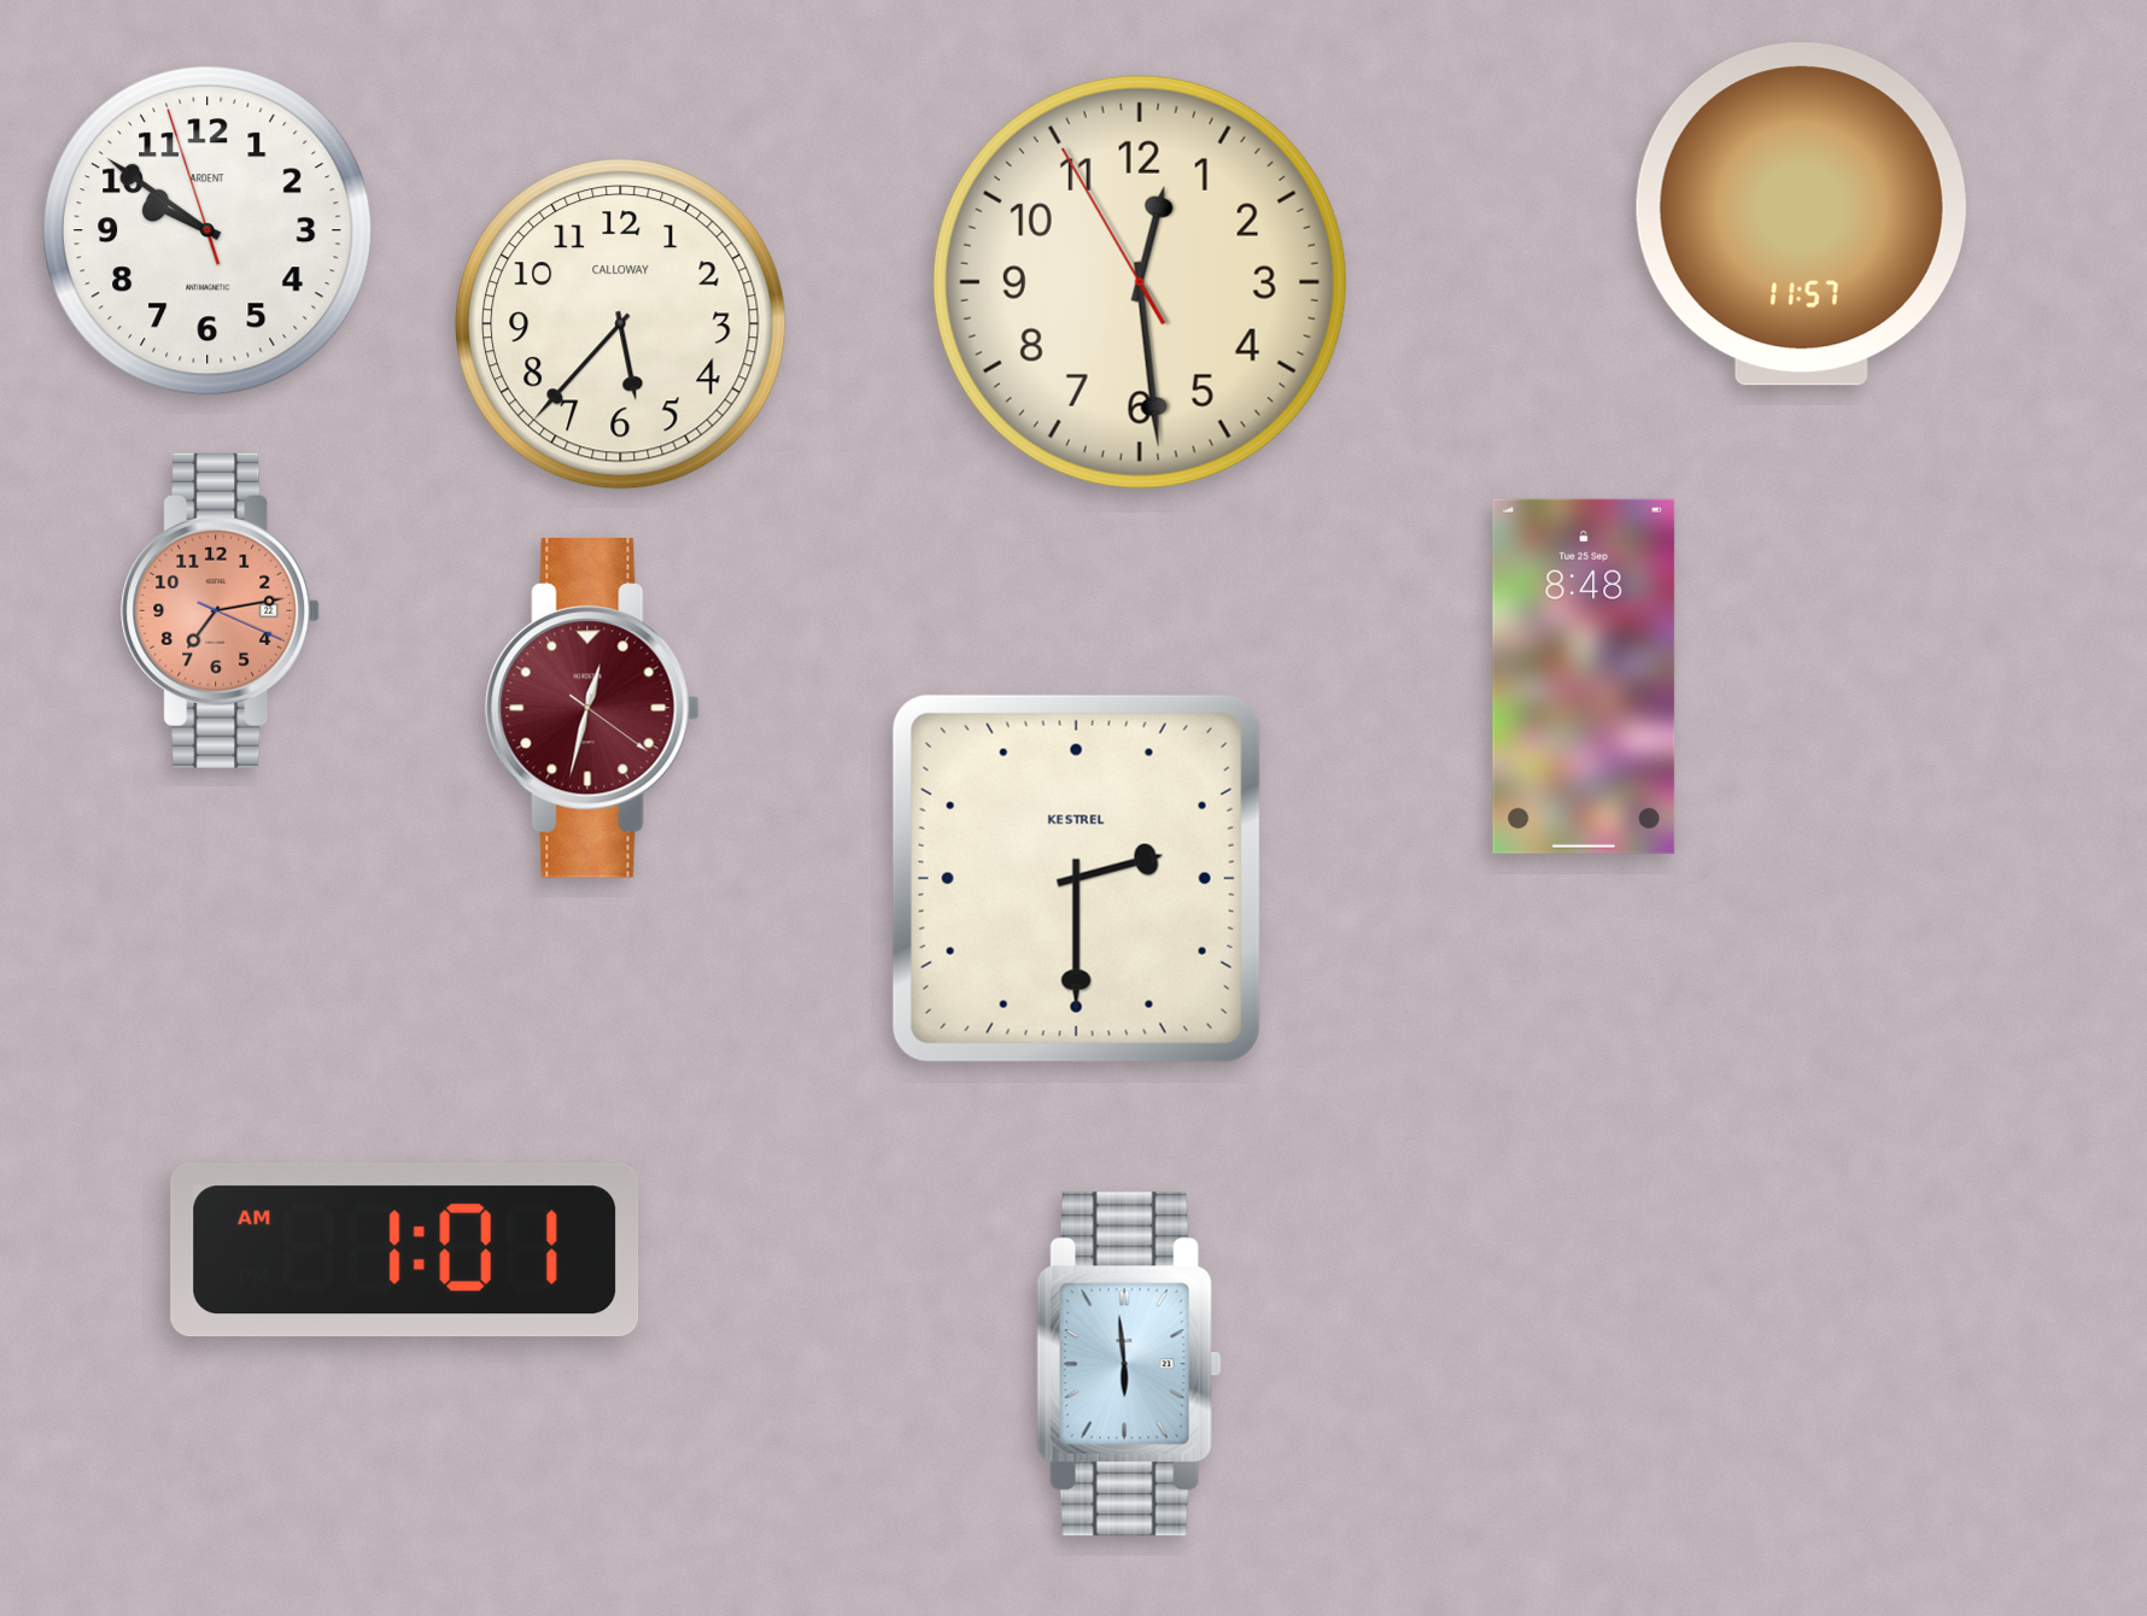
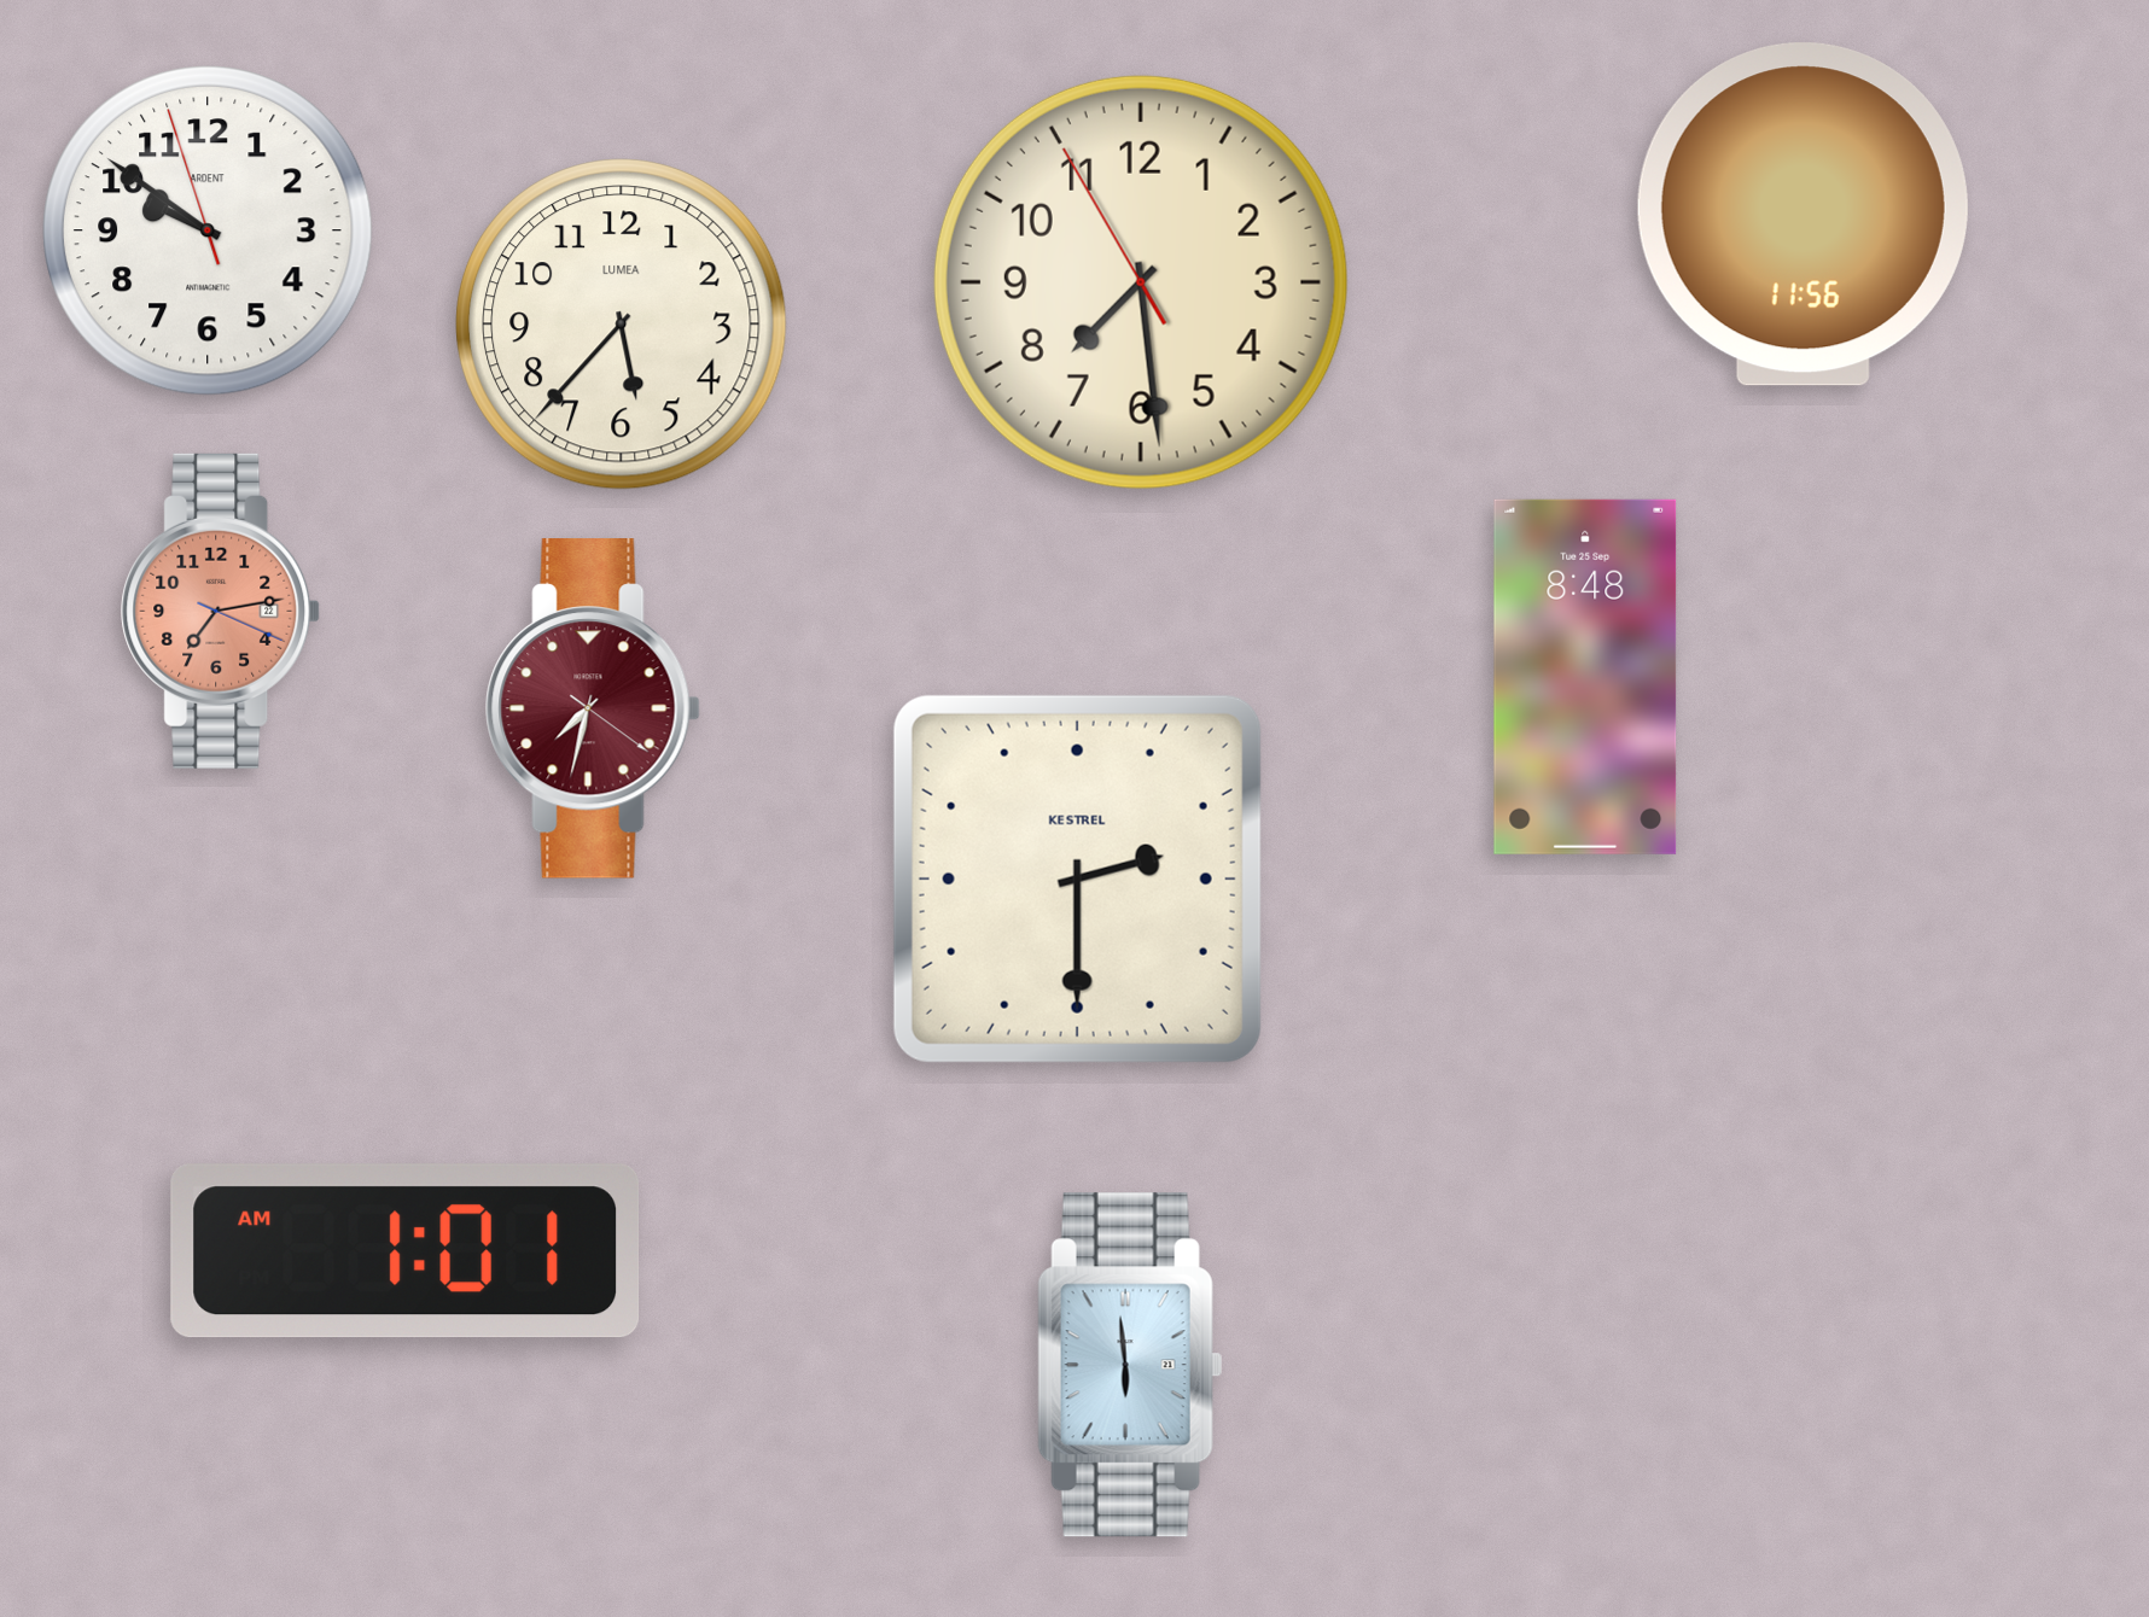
clock at (1801, 215): 11:57 -> 11:56
clock at (1140, 282): 12:28 -> 7:28
clock at (621, 324) brand: CALLOWAY -> LUMEA
clock at (592, 709): 12:32 -> 7:32
